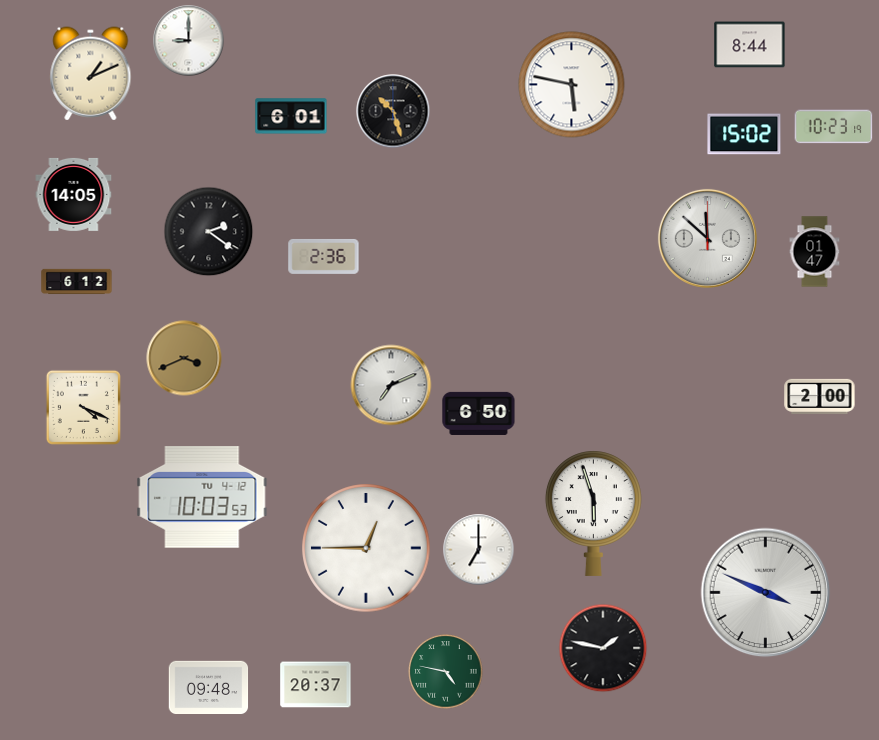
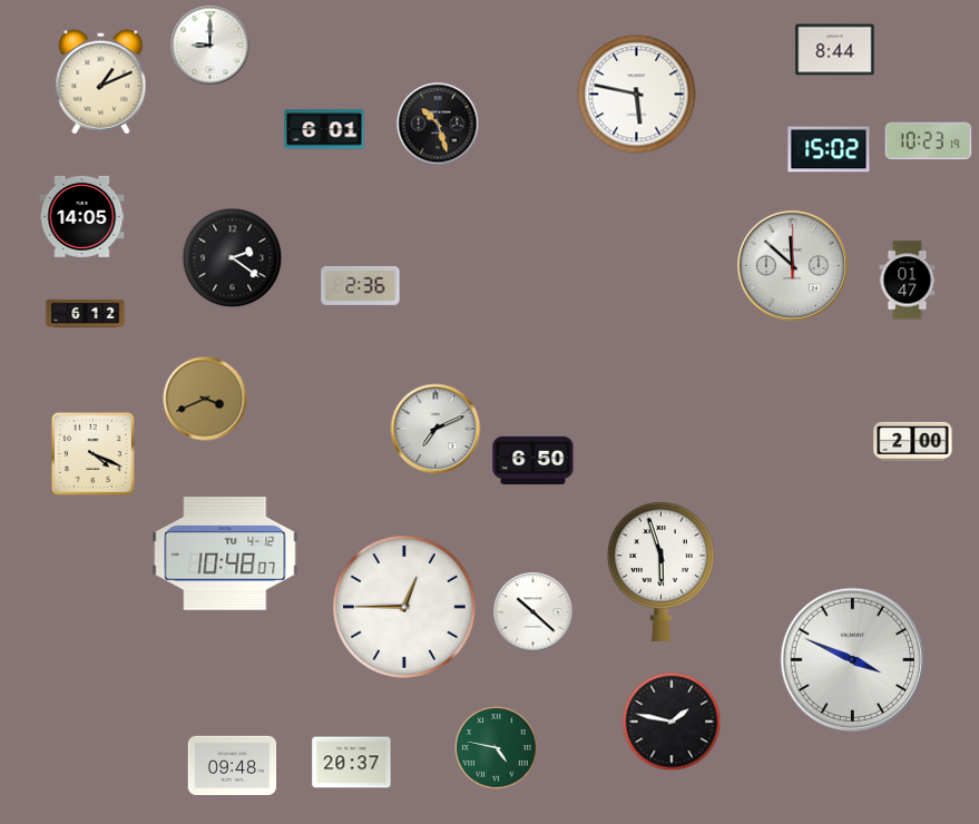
clock at (707, 238) position: (707, 238) -> (792, 265)
clock at (202, 498): 10:03 -> 10:48
clock at (366, 548) position: (366, 548) -> (404, 607)
clock at (479, 550): 7:00 -> 10:22
